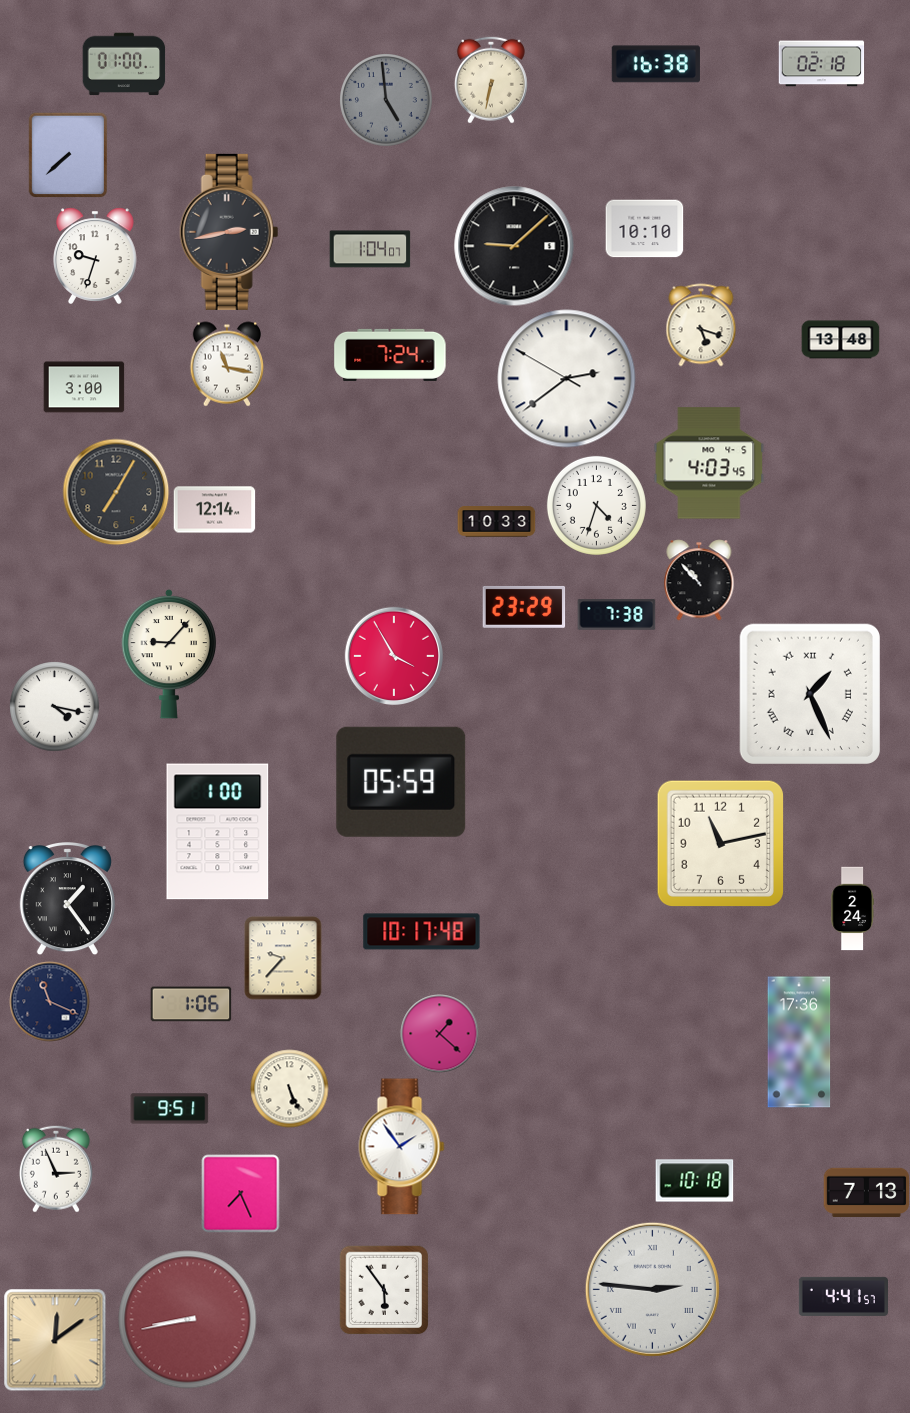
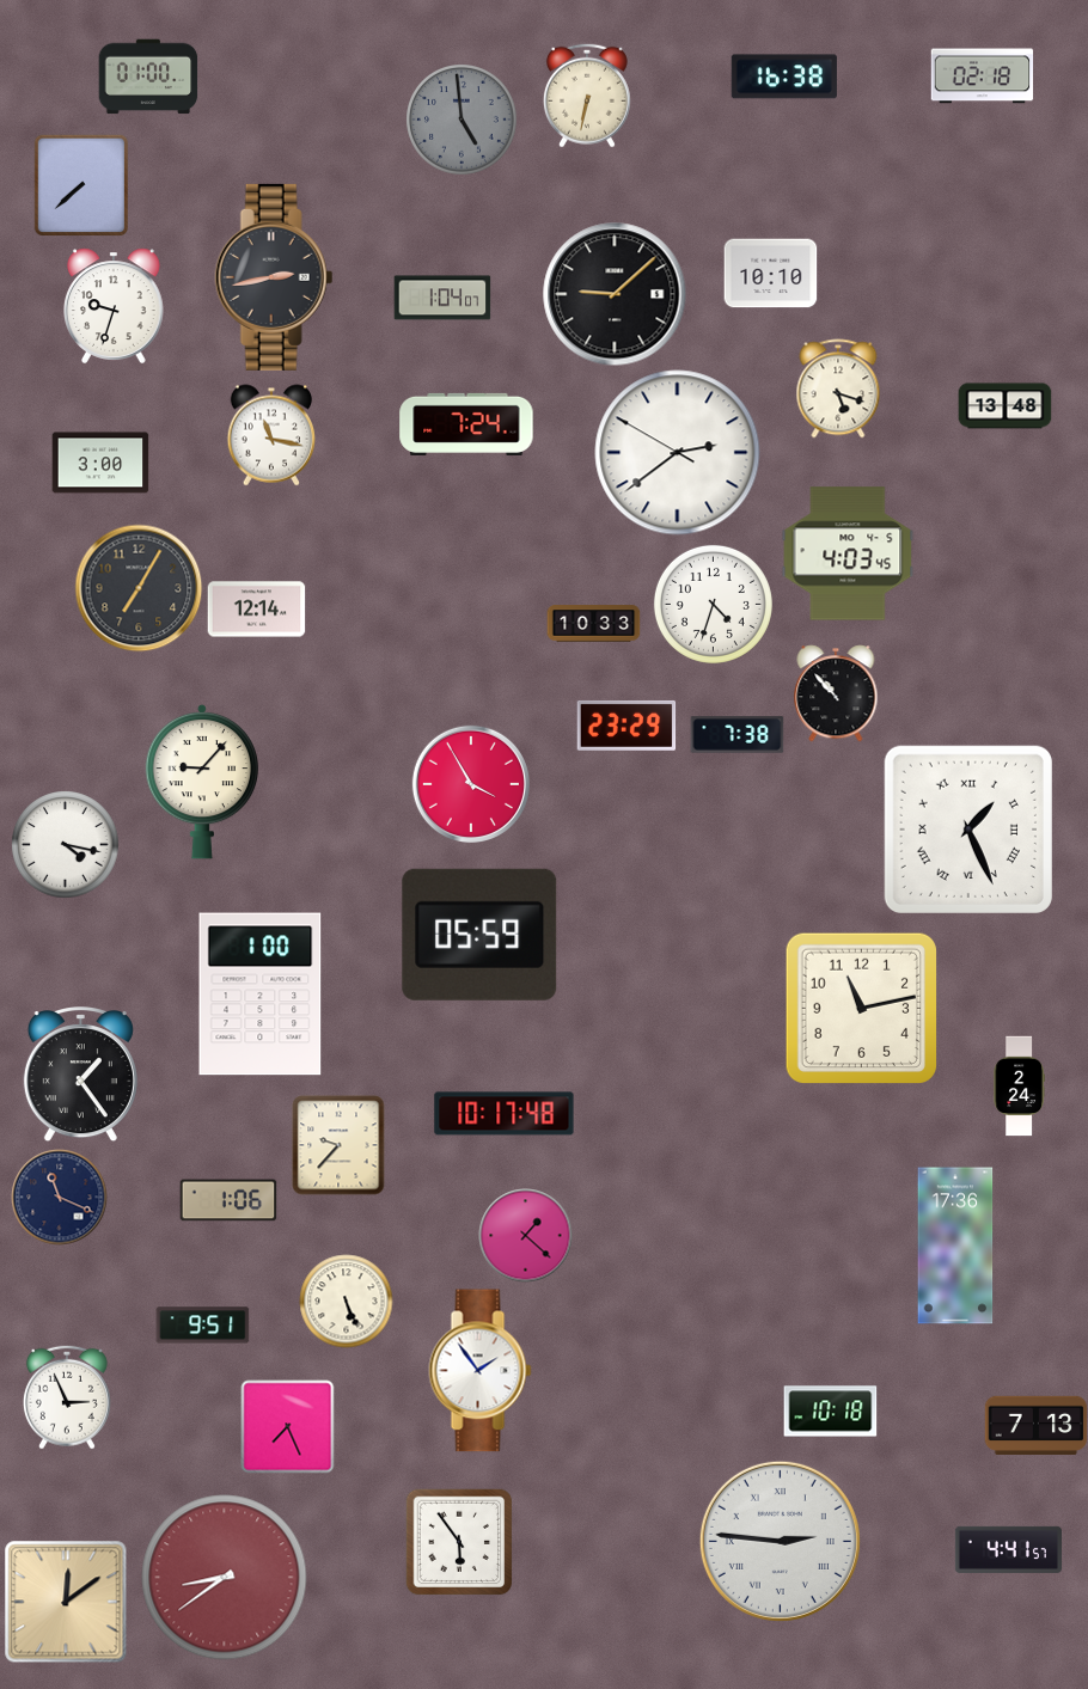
clock at (188, 1320): 8:43 -> 8:39
